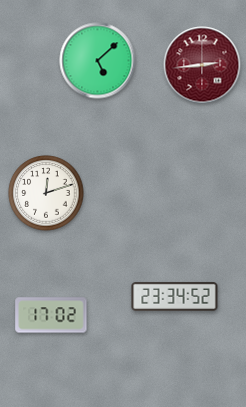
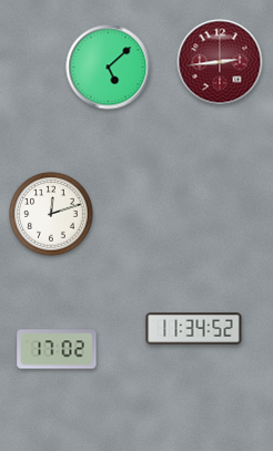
clock at (202, 65) position: (202, 65) -> (220, 62)
clock at (175, 297): 23:34 -> 11:34
